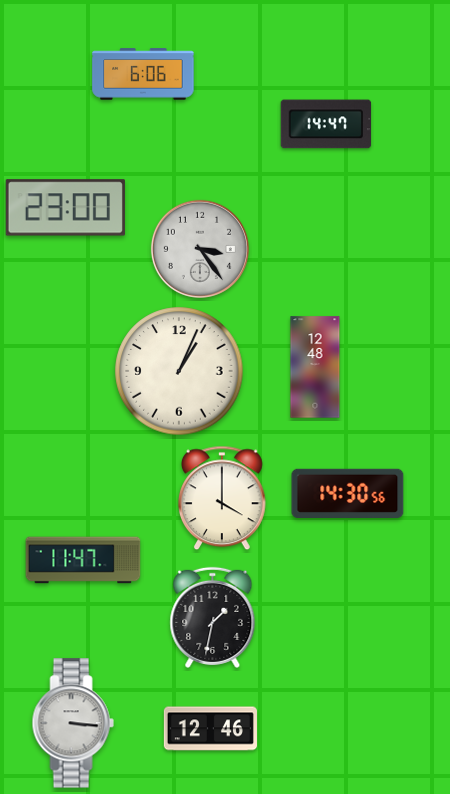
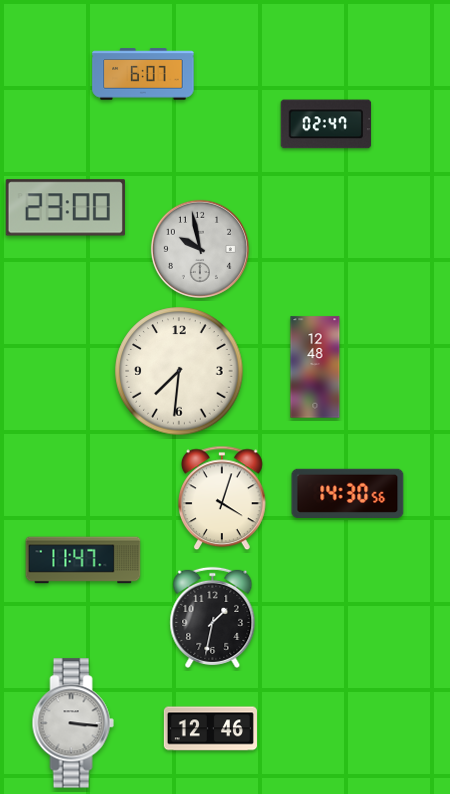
clock at (143, 74): 6:06 -> 6:07
clock at (326, 124): 14:47 -> 02:47
clock at (200, 249): 3:24 -> 9:58
clock at (179, 371): 1:04 -> 7:31
clock at (223, 498): 4:00 -> 4:03
